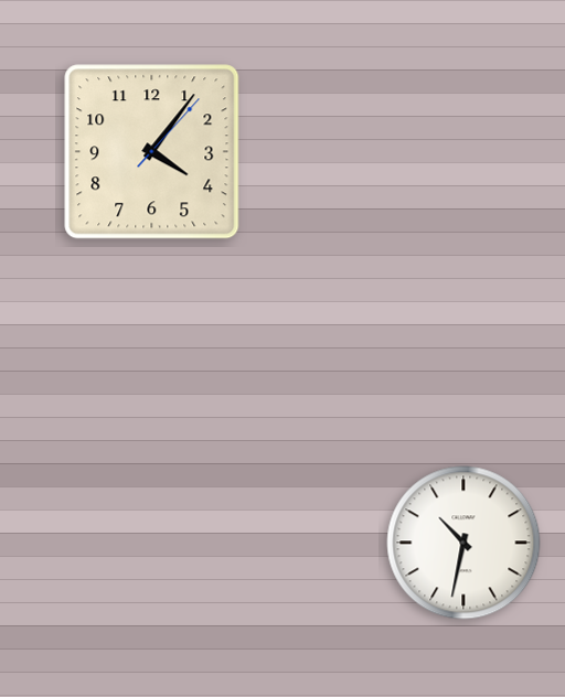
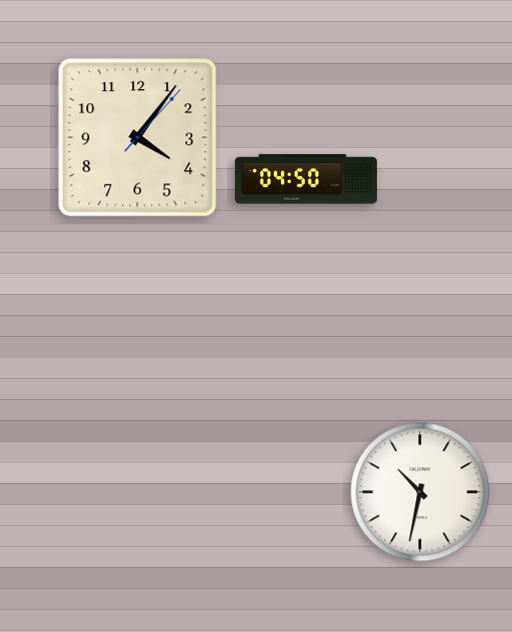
clock at (306, 179): none -> 04:50
